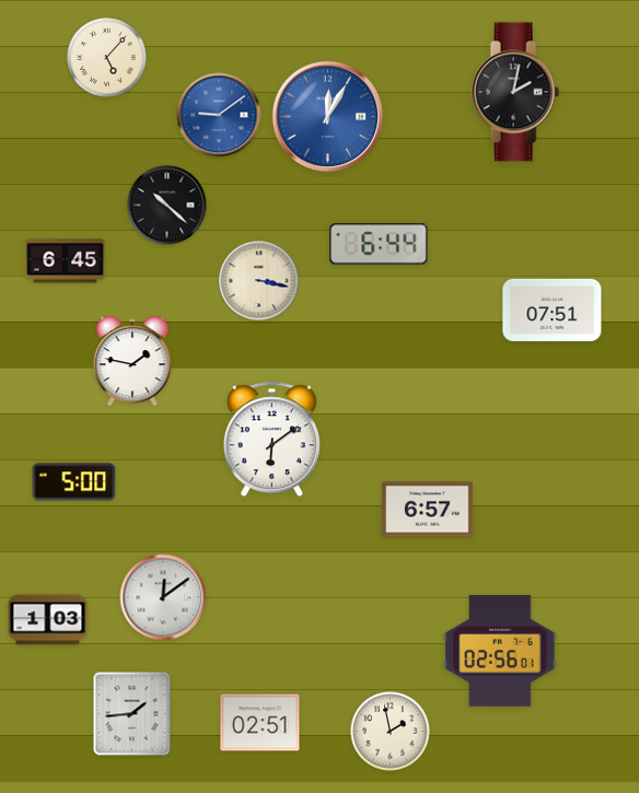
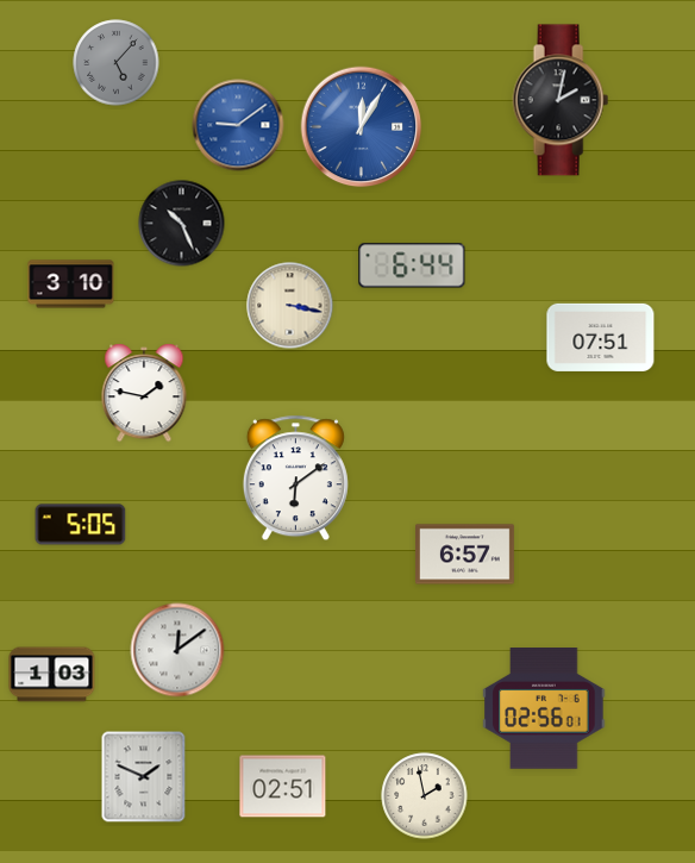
clock at (107, 58) dial: cream -> grey
clock at (328, 117) position: (328, 117) -> (362, 127)
clock at (167, 206): 10:22 -> 10:26
clock at (66, 261): 6:45 -> 3:10
clock at (259, 281) position: (259, 281) -> (290, 306)
clock at (74, 482): 5:00 -> 5:05
clock at (132, 714): 1:44 -> 1:49
